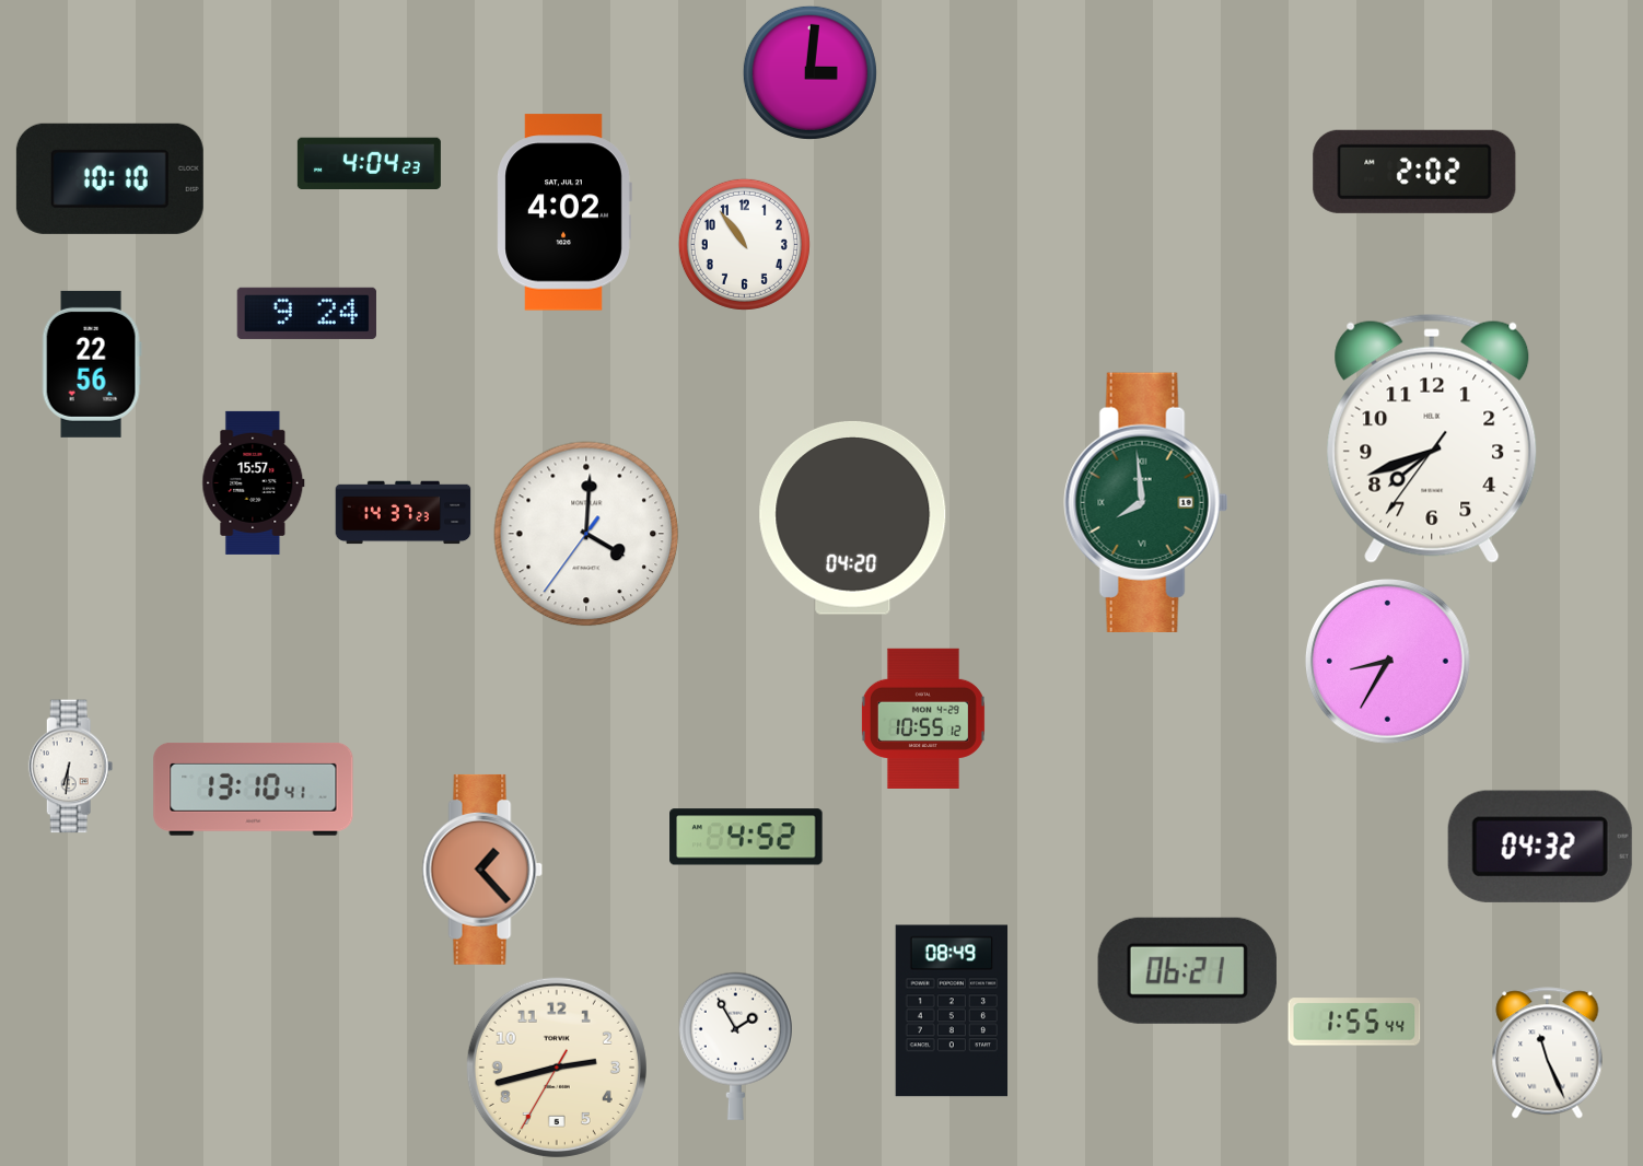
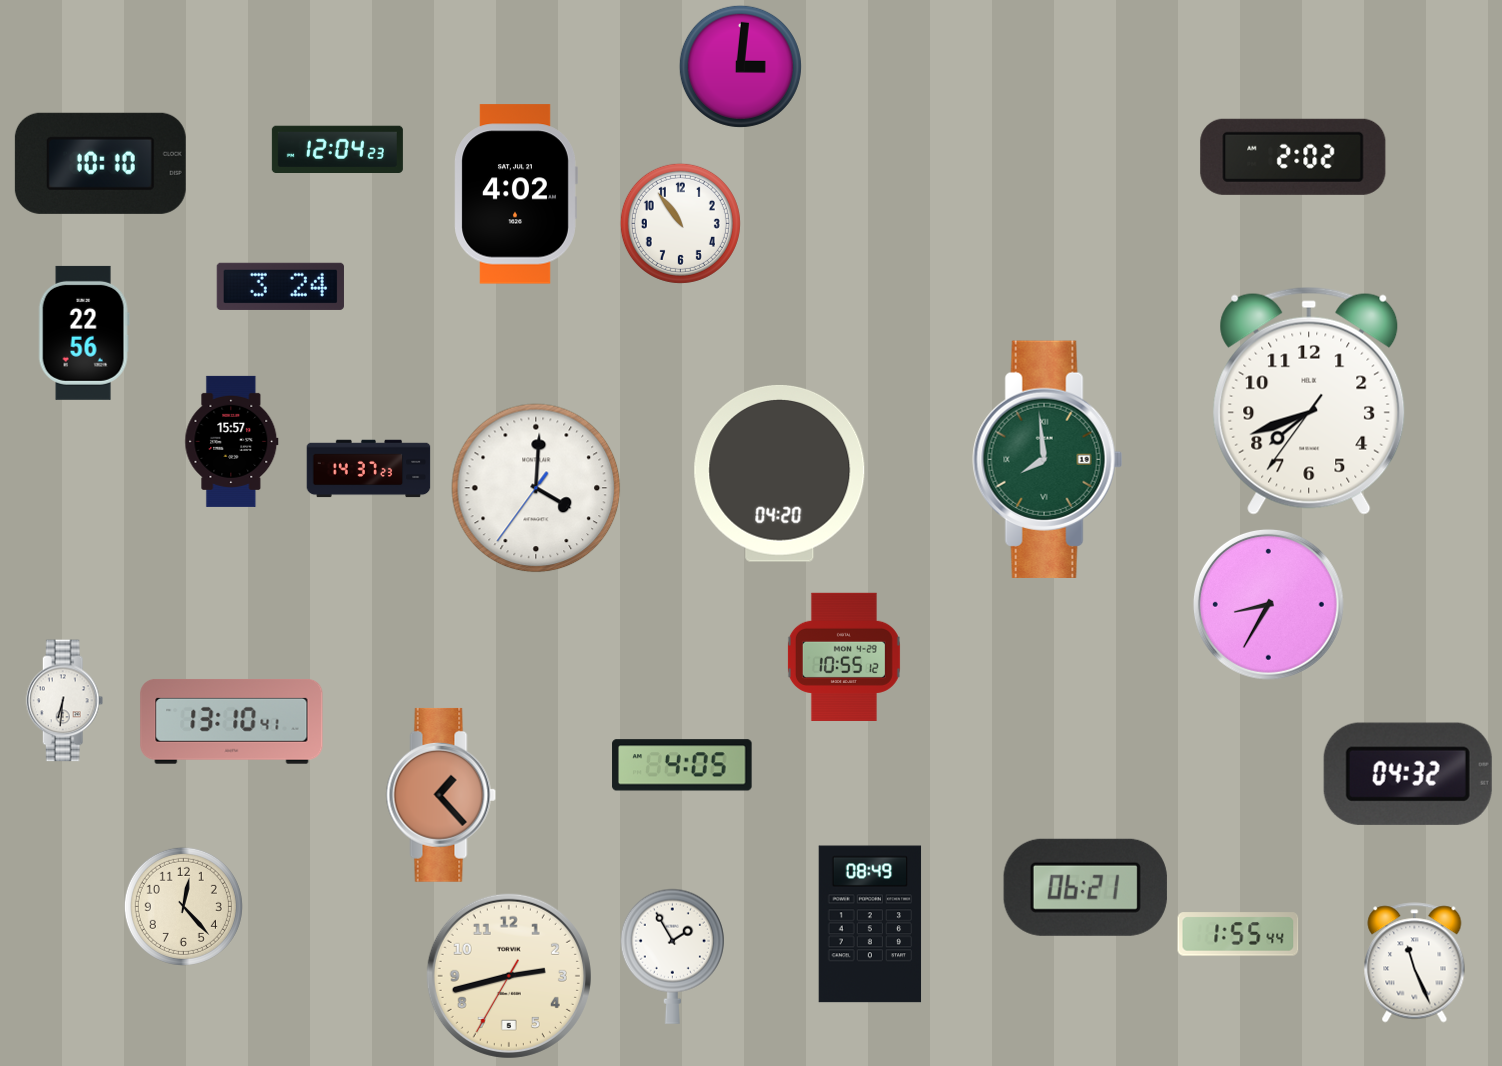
clock at (369, 164): 4:04 -> 12:04
clock at (306, 313): 9:24 -> 3:24
clock at (746, 837): 4:52 -> 4:05
clock at (183, 906): none -> 12:23
